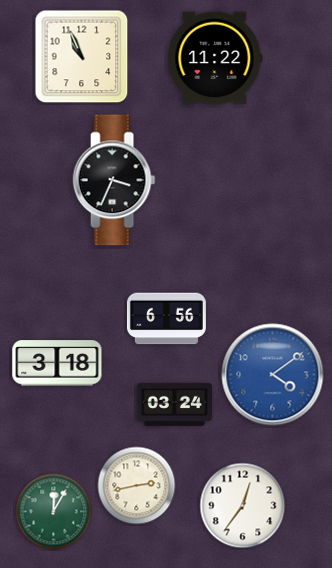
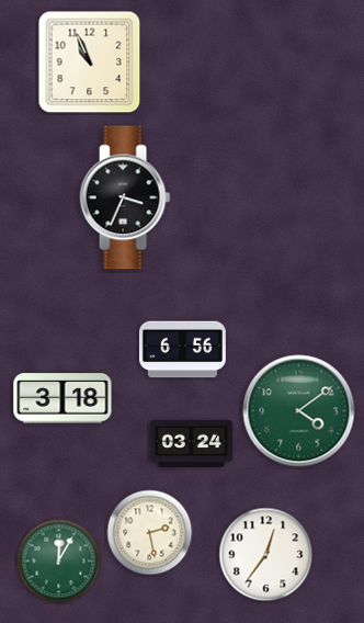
clock at (215, 58): 11:22 -> none
clock at (273, 375) dial: blue -> green
clock at (137, 486): 2:43 -> 2:28
